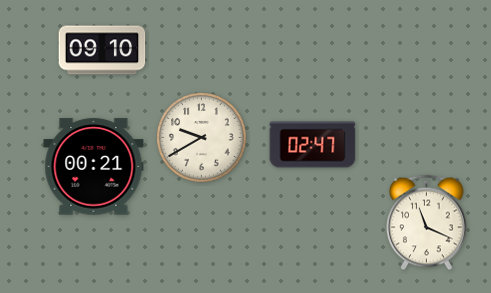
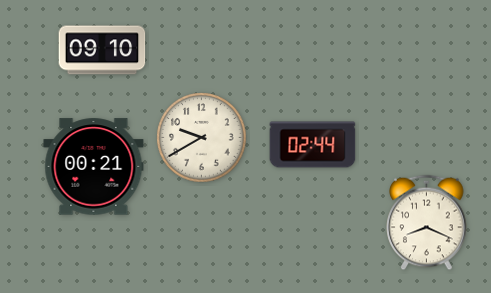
clock at (313, 145): 02:47 -> 02:44
clock at (427, 223): 11:19 -> 8:19
